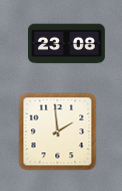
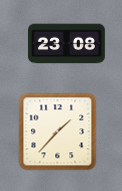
clock at (57, 131): 1:59 -> 1:37
